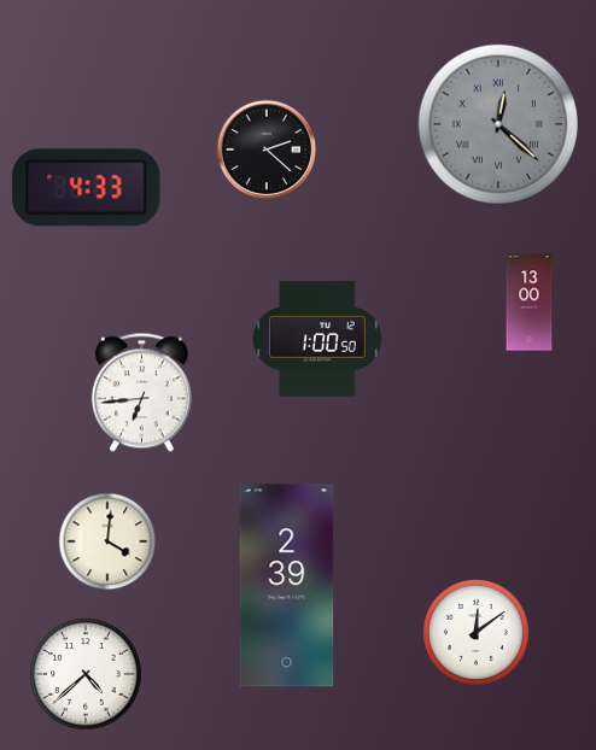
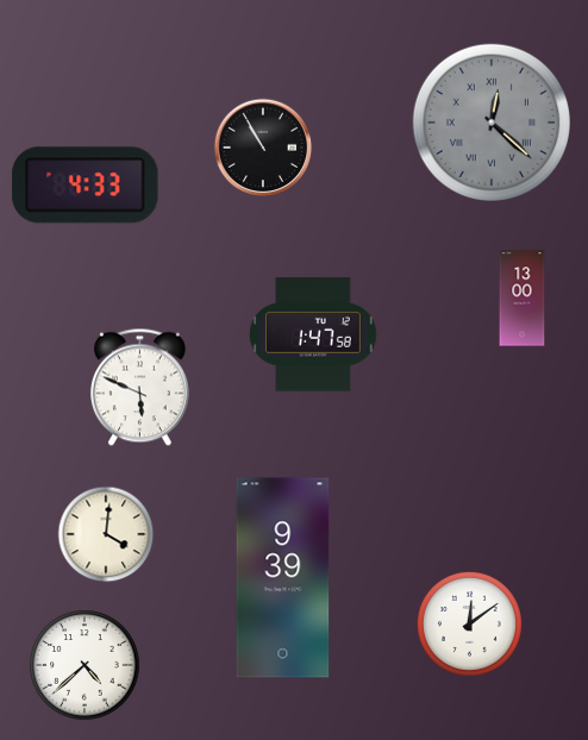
clock at (267, 150): 2:22 -> 10:55
clock at (319, 339): 1:00 -> 1:47
clock at (141, 393): 6:44 -> 5:49
clock at (287, 586): 2:39 -> 9:39
